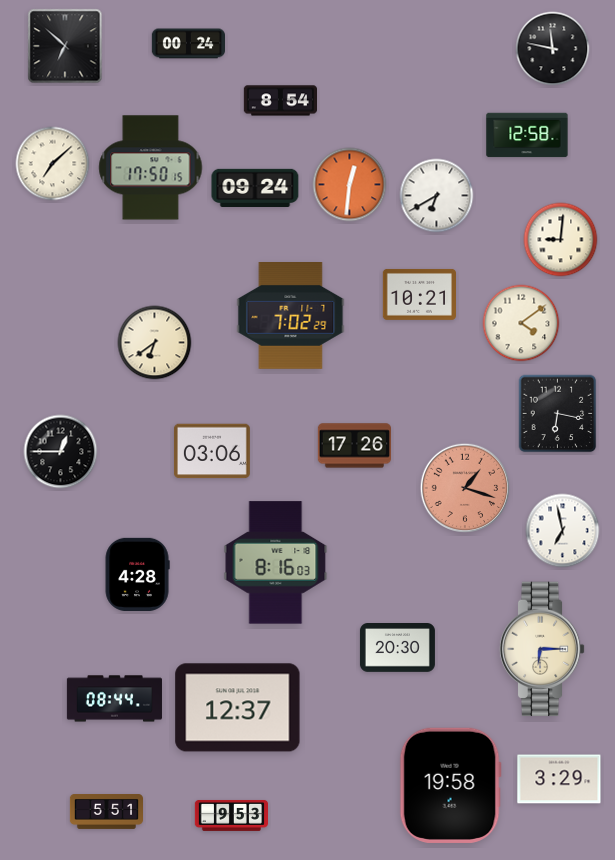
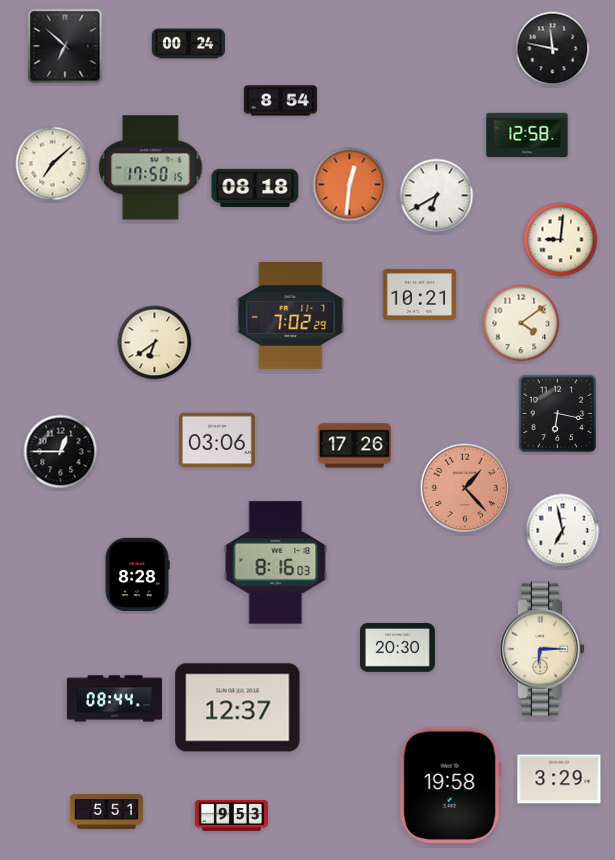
clock at (255, 187): 09:24 -> 08:18
clock at (212, 451) position: (212, 451) -> (217, 440)
clock at (464, 487): 1:18 -> 1:23
clock at (137, 574): 4:28 -> 8:28
